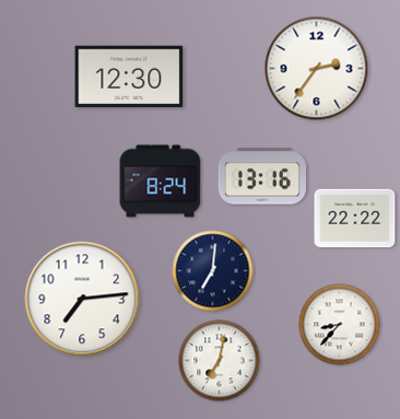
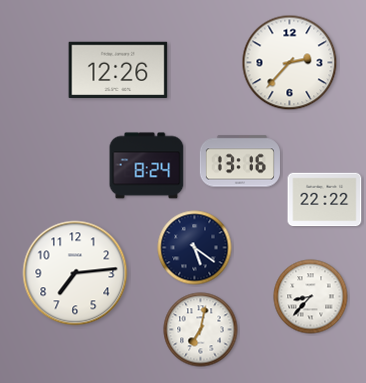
clock at (317, 69): 2:36 -> 2:37
clock at (129, 77): 12:30 -> 12:26
clock at (213, 271): 7:01 -> 5:21
